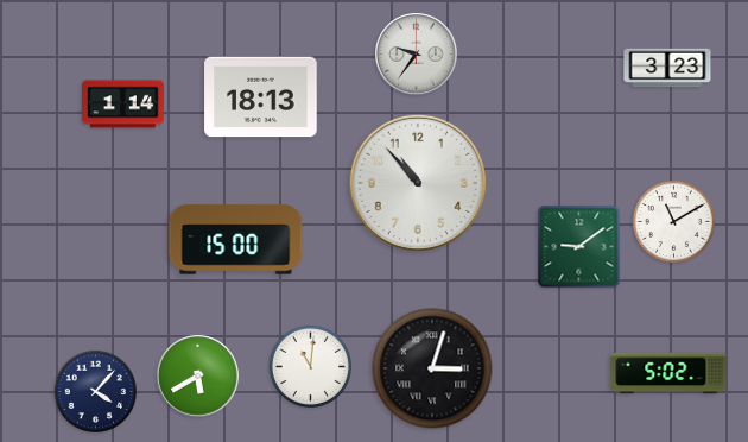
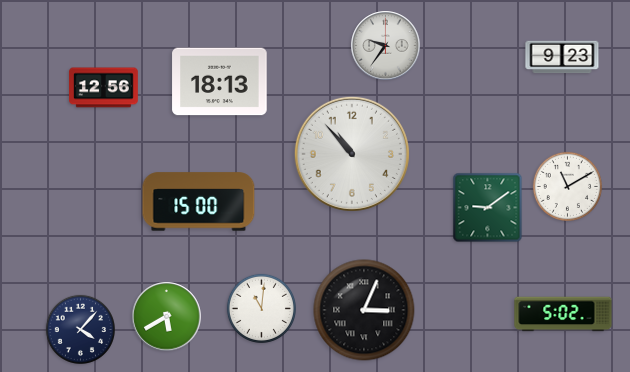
clock at (417, 55) position: (417, 55) -> (386, 46)
clock at (667, 68): 3:23 -> 9:23
clock at (123, 105): 1:14 -> 12:56
clock at (432, 368): 3:03 -> 3:04
